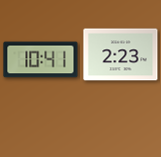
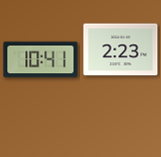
clock at (121, 55) position: (121, 55) -> (121, 50)
